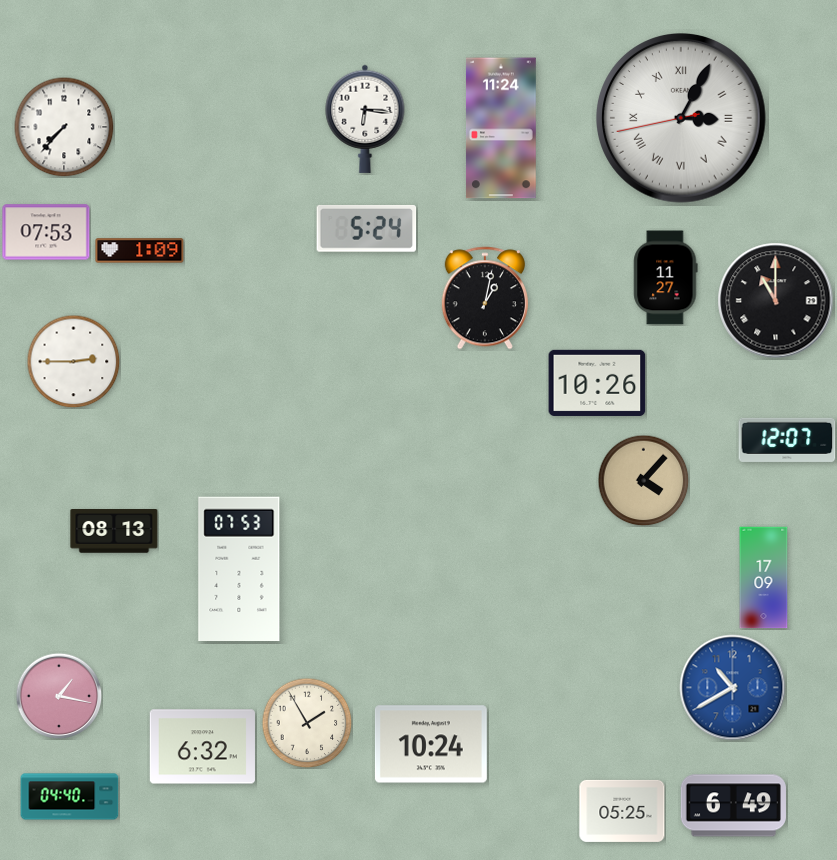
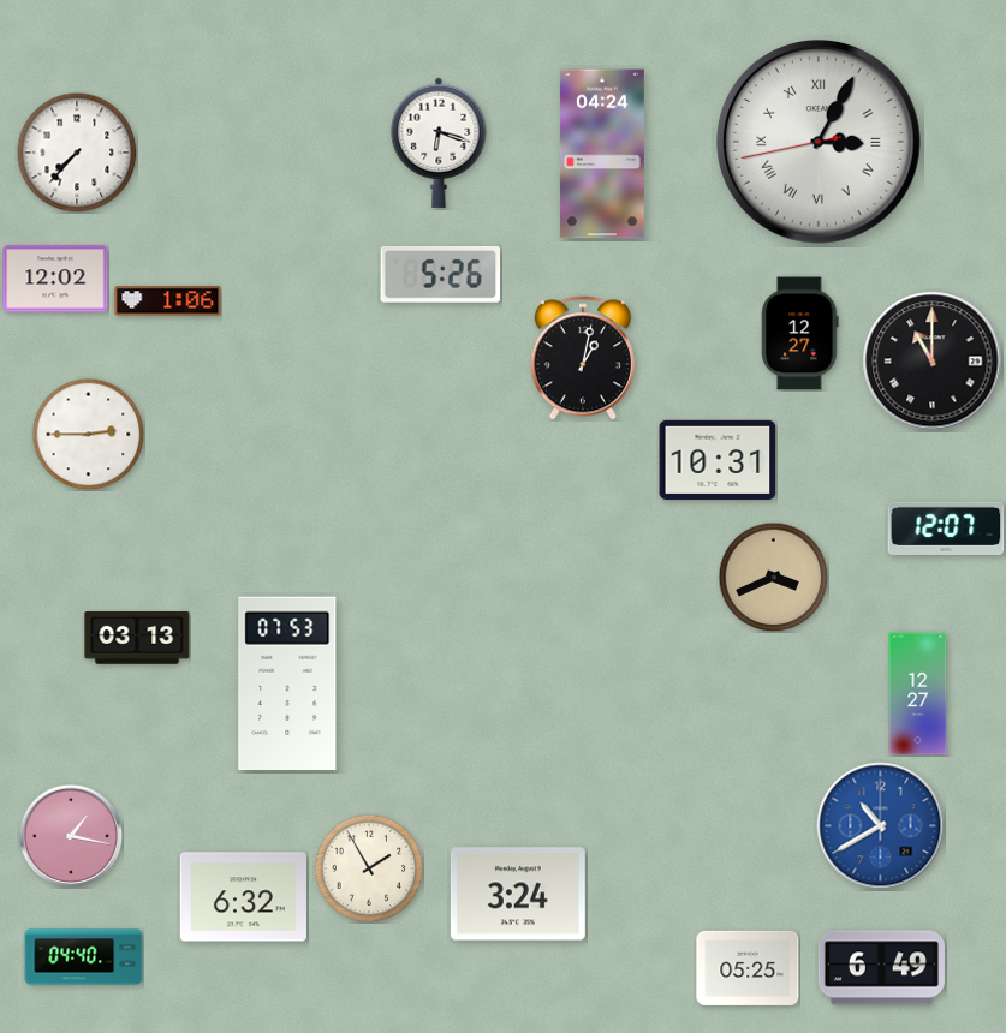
clock at (365, 119): 6:16 -> 6:18
clock at (501, 128): 11:24 -> 04:24
clock at (367, 228): 5:24 -> 5:26
clock at (46, 232): 07:53 -> 12:02
clock at (140, 251): 1:09 -> 1:06
clock at (666, 278): 11:27 -> 12:27
clock at (597, 383): 10:26 -> 10:31
clock at (643, 480): 4:07 -> 3:41
clock at (114, 531): 08:13 -> 03:13
clock at (764, 578): 17:09 -> 12:27
clock at (431, 744): 10:24 -> 3:24
clock at (622, 811) position: (622, 811) -> (748, 968)
